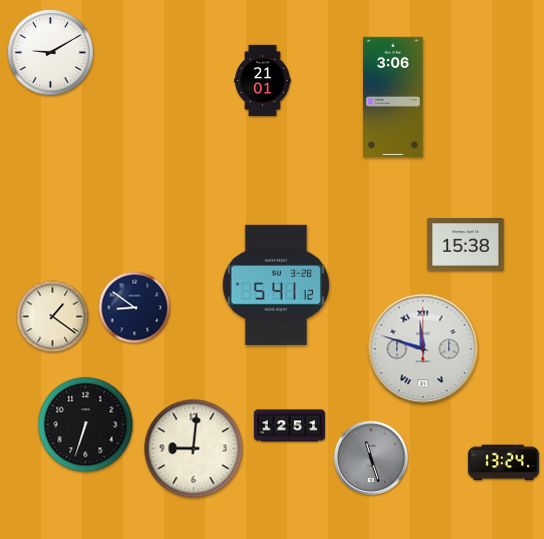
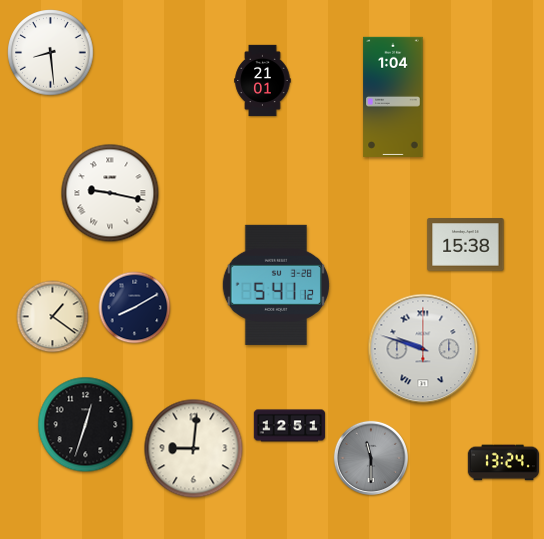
clock at (51, 53): 9:10 -> 8:29
clock at (393, 97): 3:06 -> 1:04
clock at (110, 193): none -> 9:17
clock at (135, 308): 8:51 -> 8:10
clock at (423, 349): 11:48 -> 9:48
clock at (86, 425): 6:33 -> 12:33
clock at (371, 458): 11:27 -> 11:30
